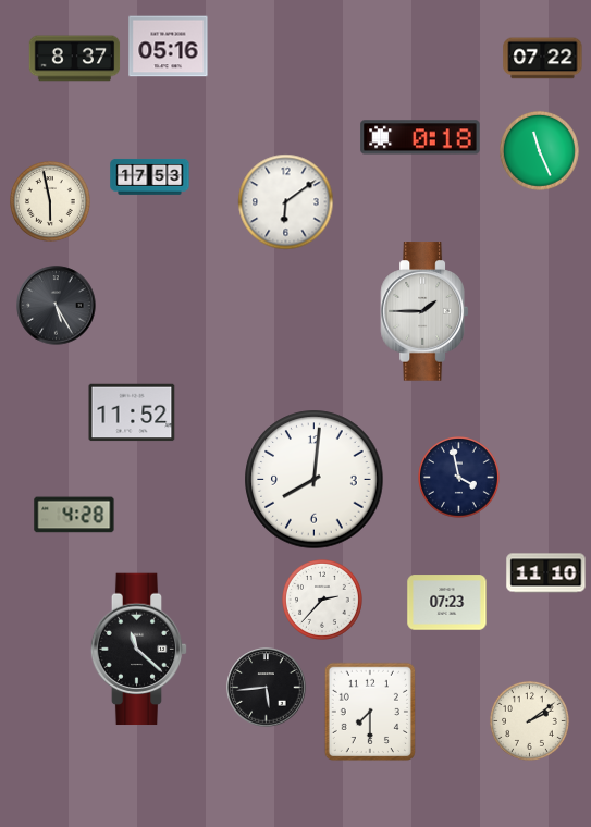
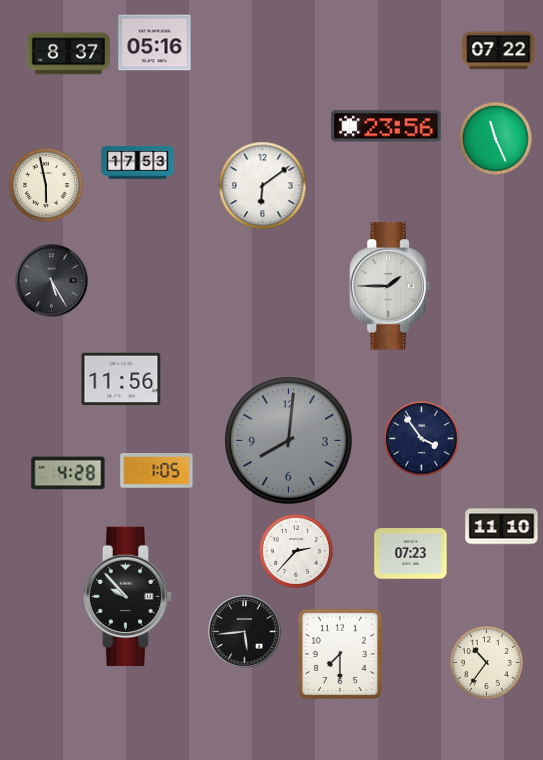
clock at (543, 59) position: (543, 59) -> (499, 51)
clock at (420, 137): 0:18 -> 23:56
clock at (132, 412): 11:52 -> 11:56
clock at (459, 478): 3:58 -> 3:54
clock at (315, 480) dial: white -> grey
clock at (157, 471): none -> 1:05
clock at (139, 650): 11:22 -> 9:53
clock at (529, 720): 2:09 -> 10:36
